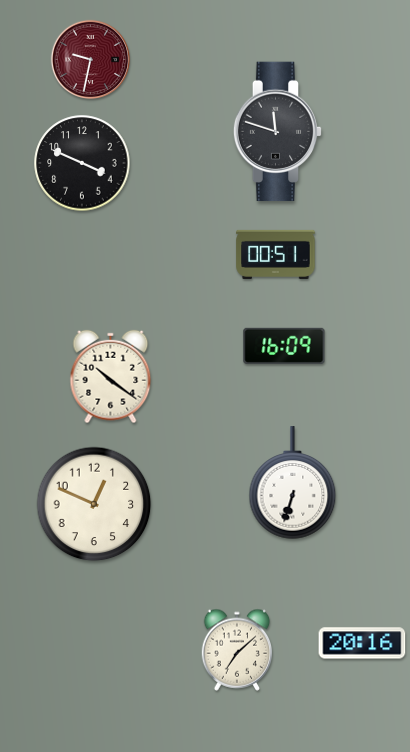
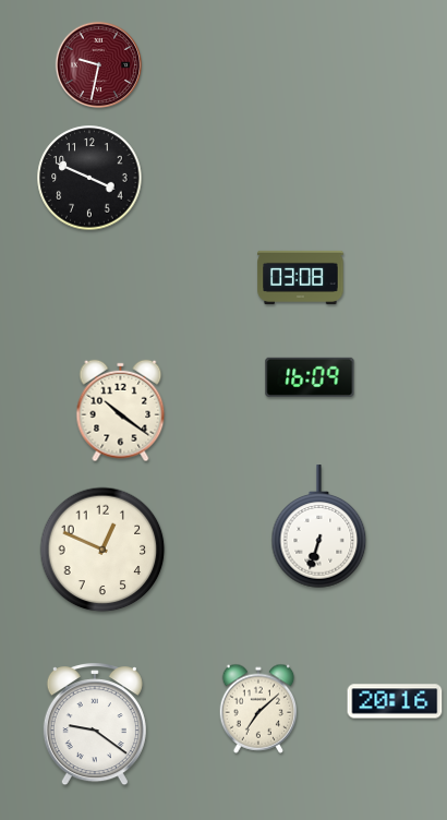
clock at (278, 132): 11:48 -> none
clock at (276, 254): 00:51 -> 03:08
clock at (95, 725): none -> 9:21
